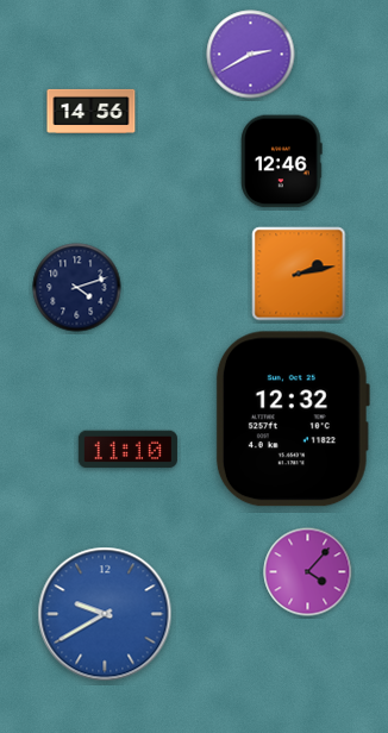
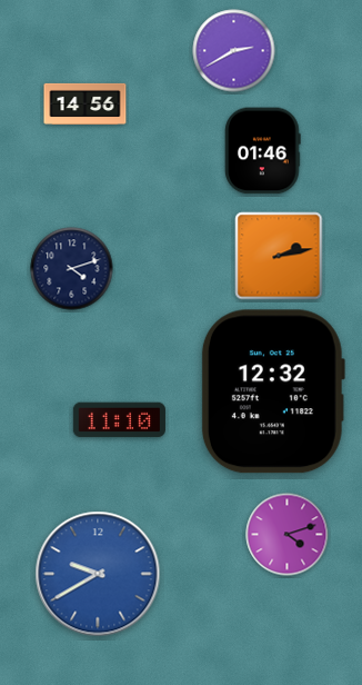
clock at (282, 162): 12:46 -> 01:46
clock at (308, 572): 4:07 -> 4:12
